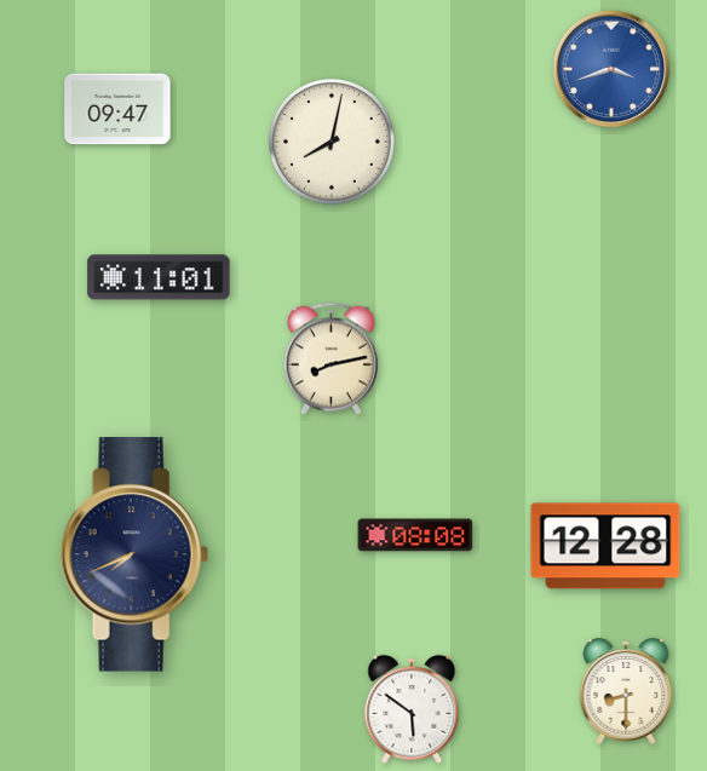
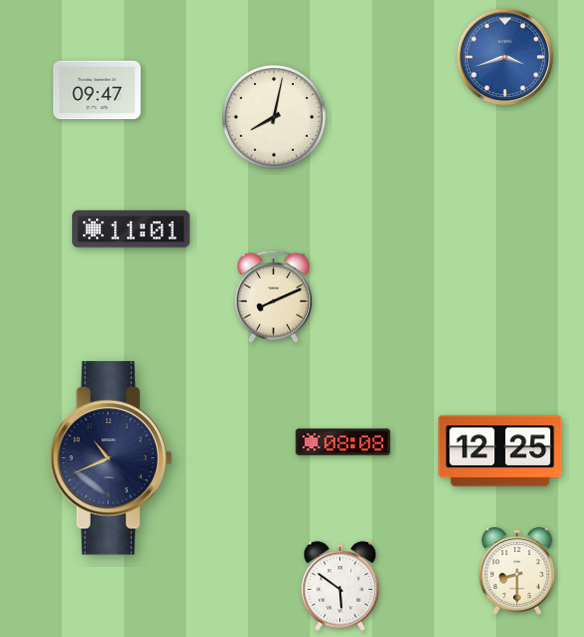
clock at (330, 358): 8:13 -> 8:11
clock at (605, 546): 12:28 -> 12:25
clock at (134, 554): 7:41 -> 10:41
